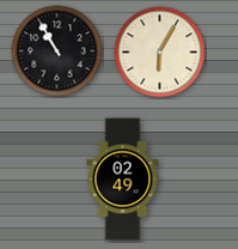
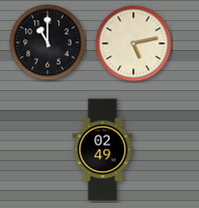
clock at (57, 51): 10:55 -> 11:00
clock at (160, 53): 6:05 -> 5:13
